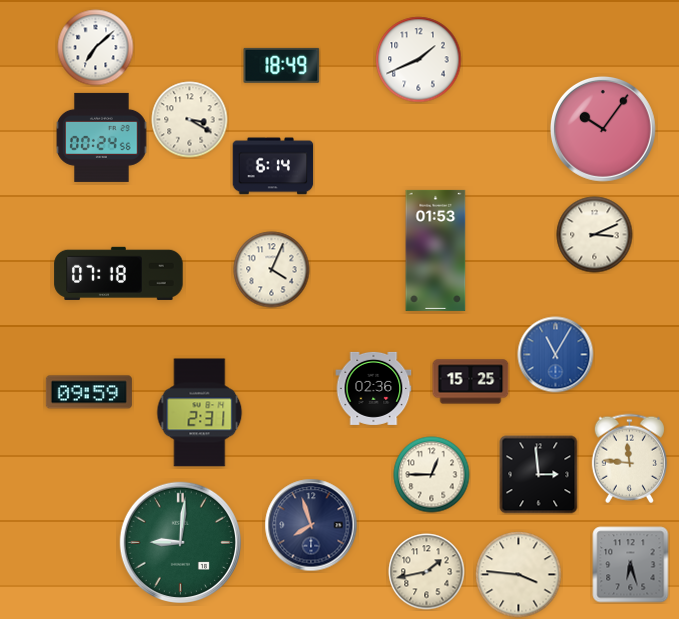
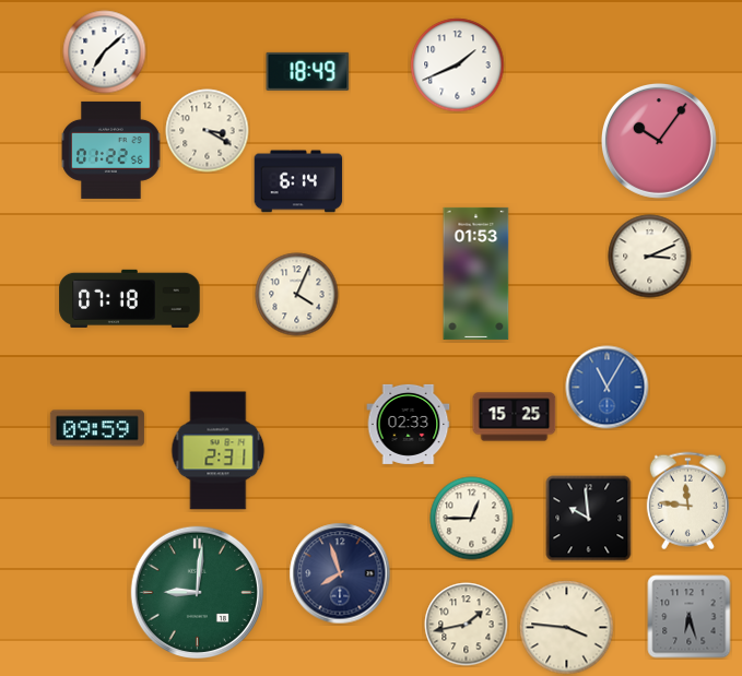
clock at (102, 137): 00:24 -> 01:22
clock at (374, 388): 02:36 -> 02:33
clock at (539, 475): 2:59 -> 9:59
